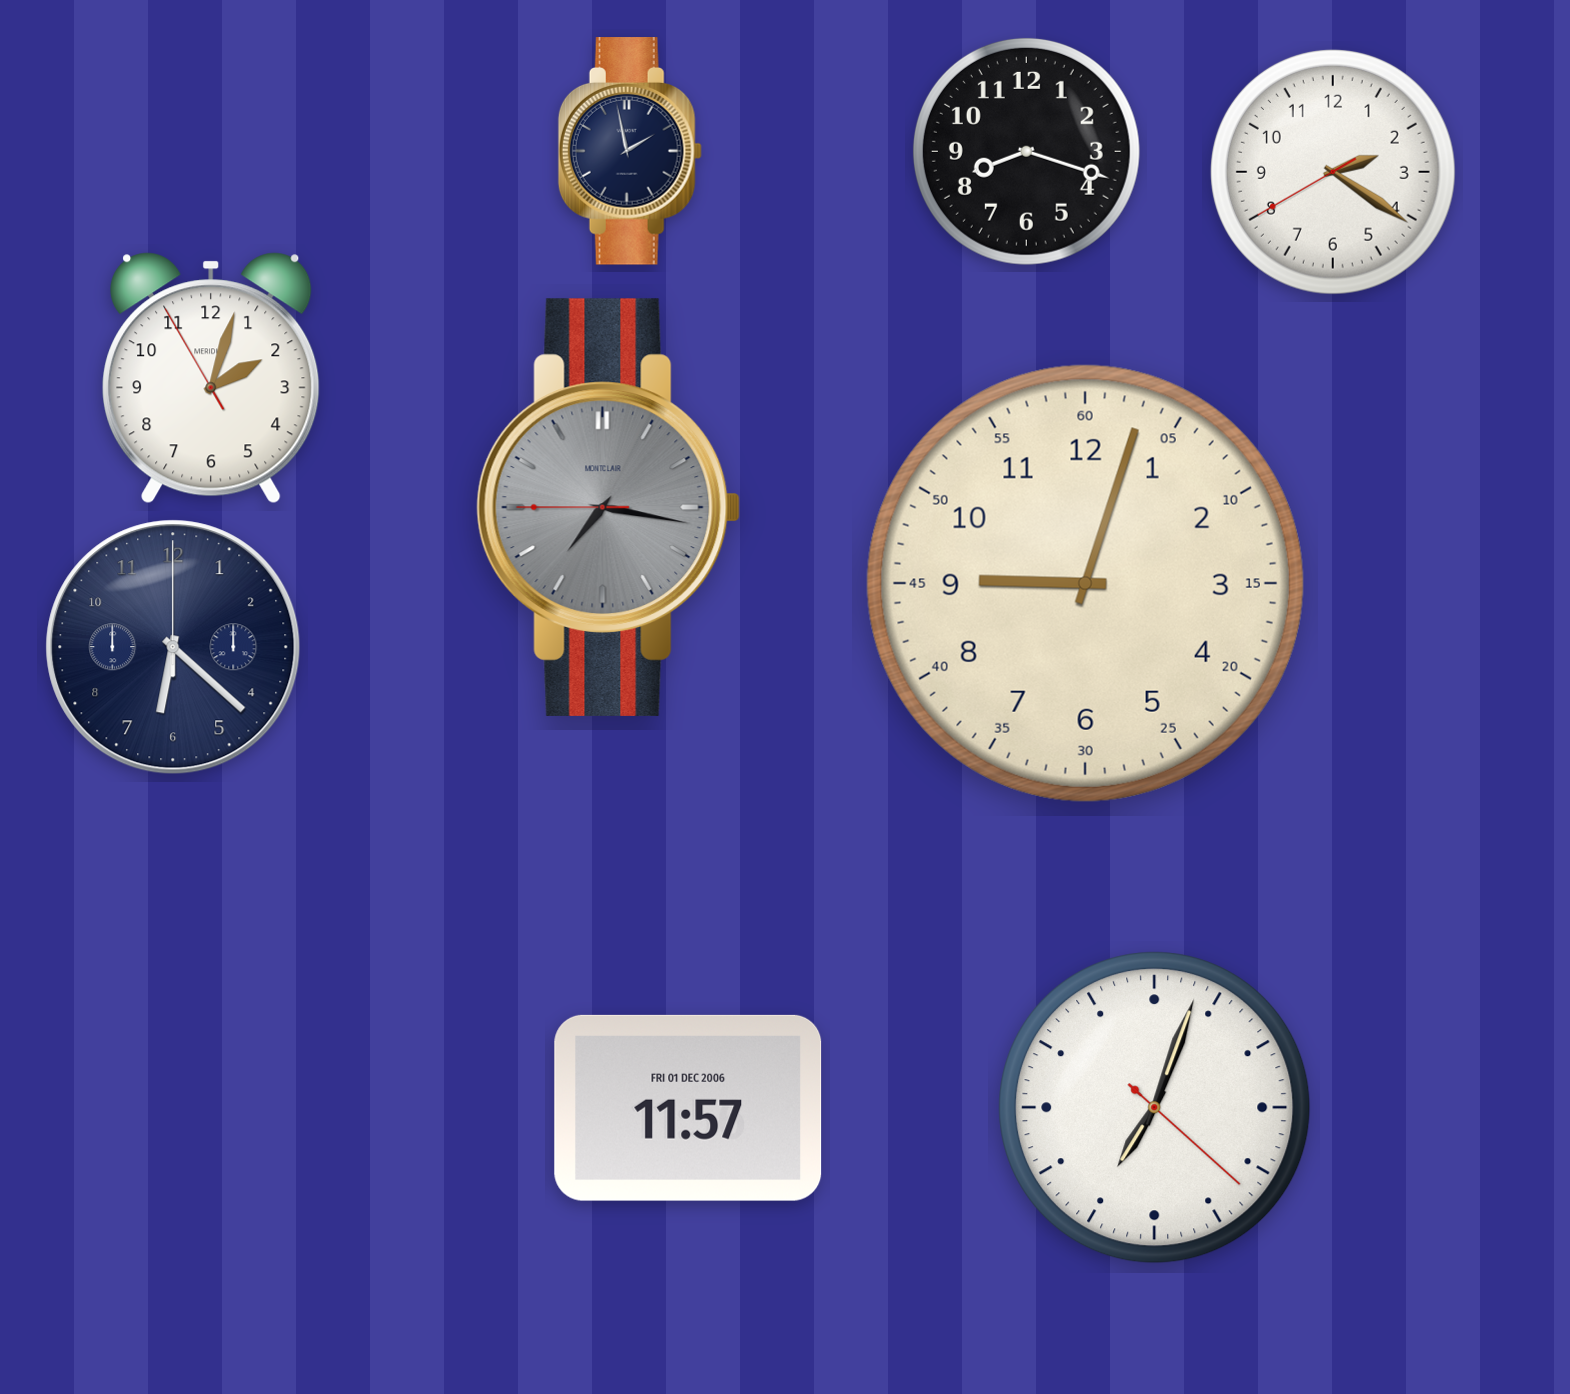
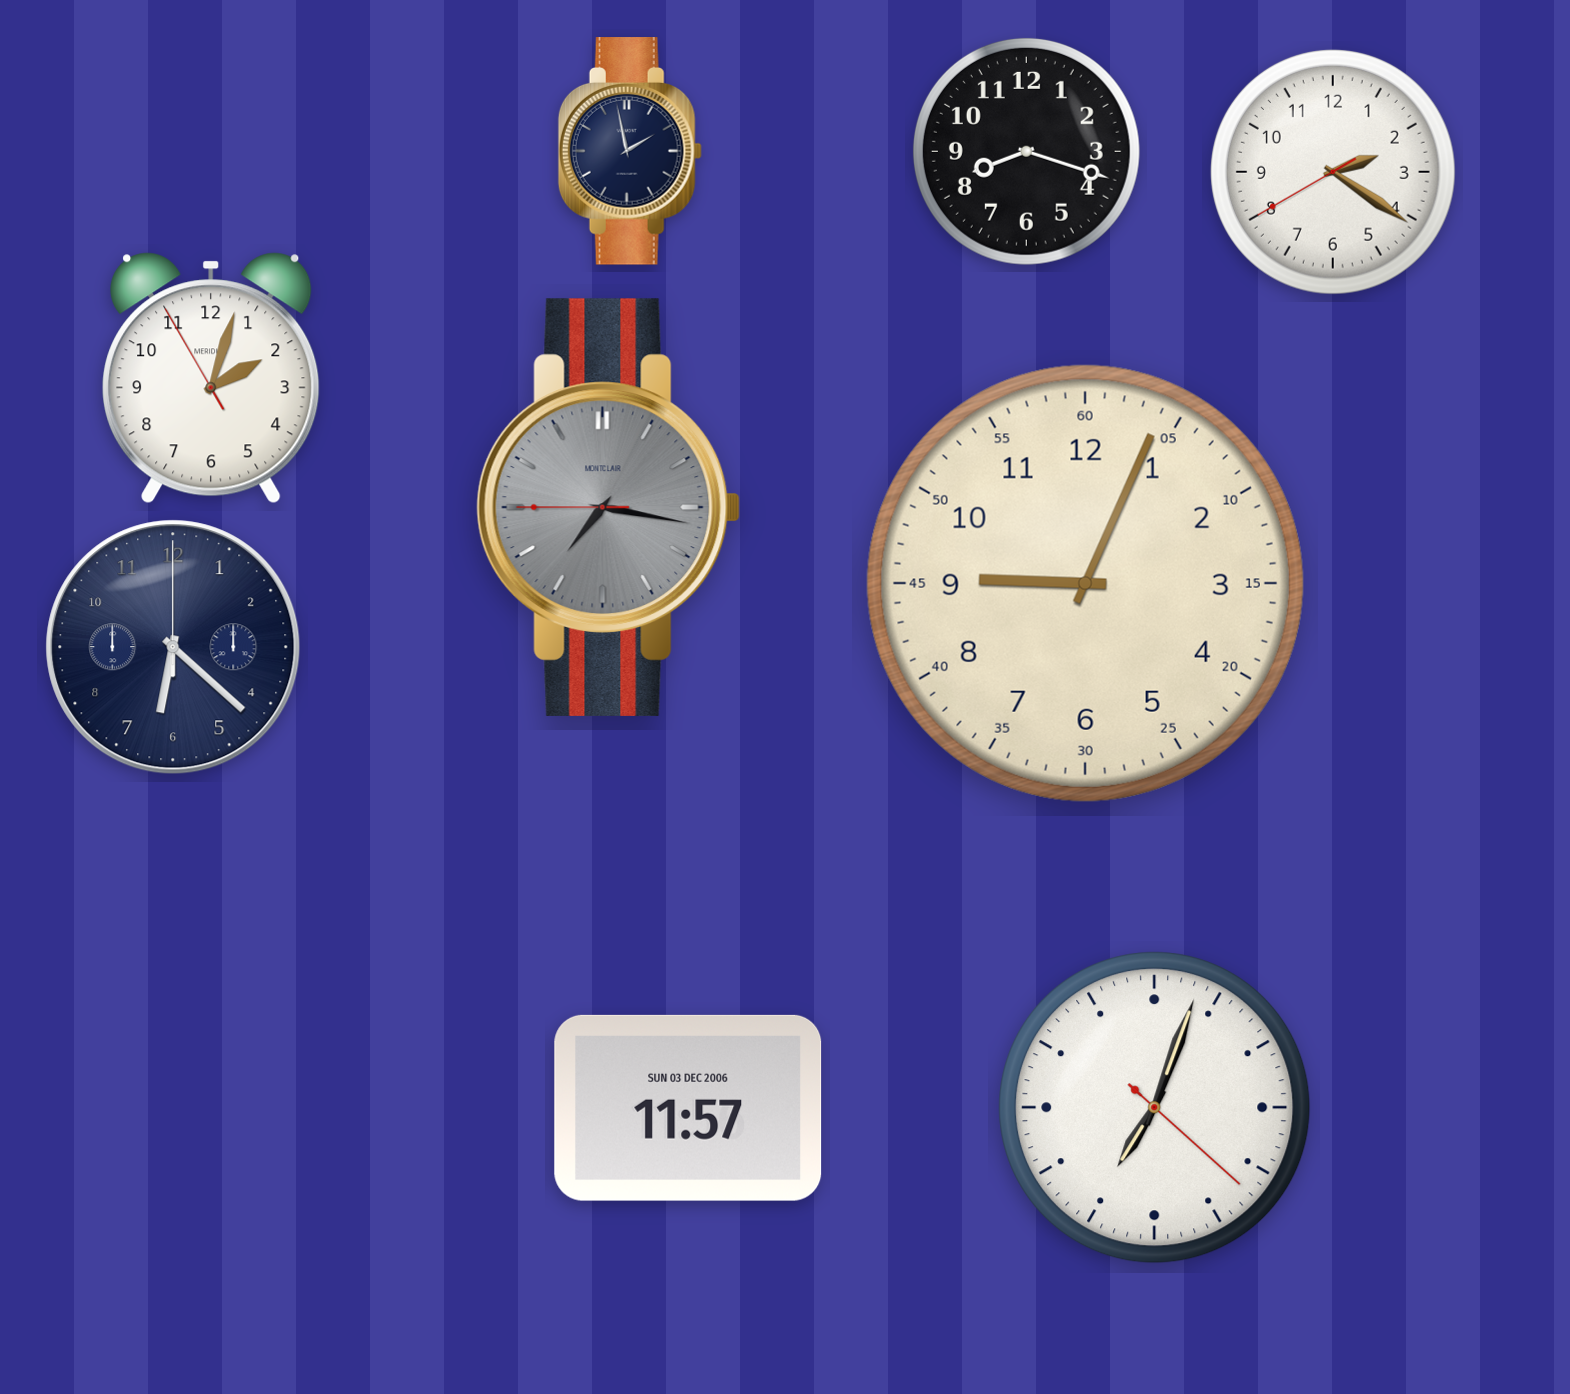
clock at (1085, 583): 9:03 -> 9:04
clock at (688, 1108) date: FRI 01 DEC 2006 -> SUN 03 DEC 2006
